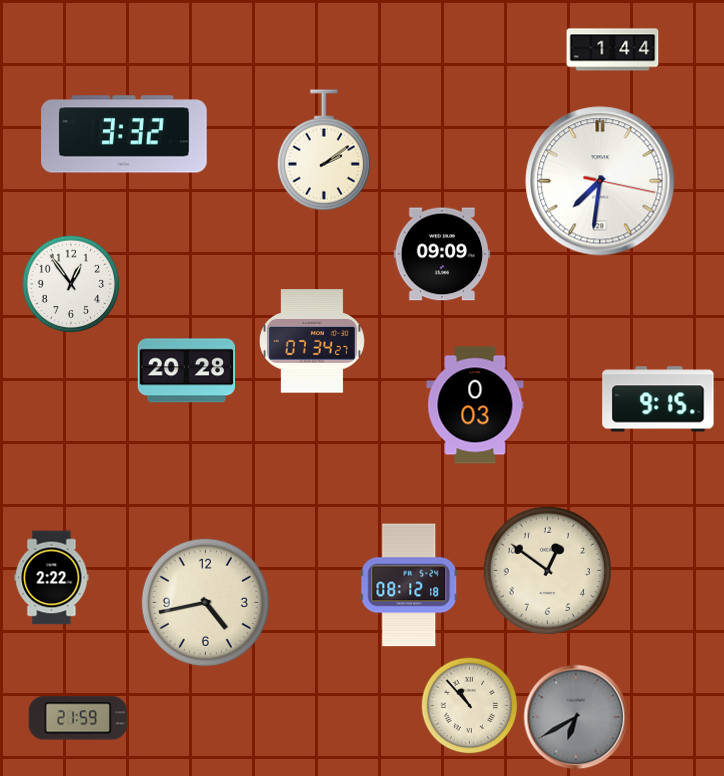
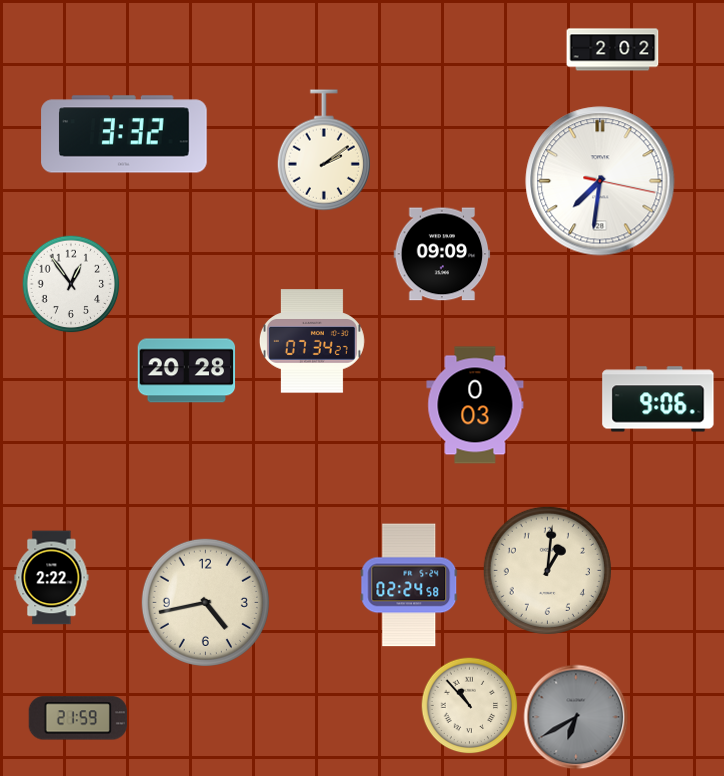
clock at (613, 50): 1:44 -> 2:02
clock at (658, 399): 9:15 -> 9:06
clock at (547, 570): 12:51 -> 1:01
clock at (409, 585): 08:12 -> 02:24
